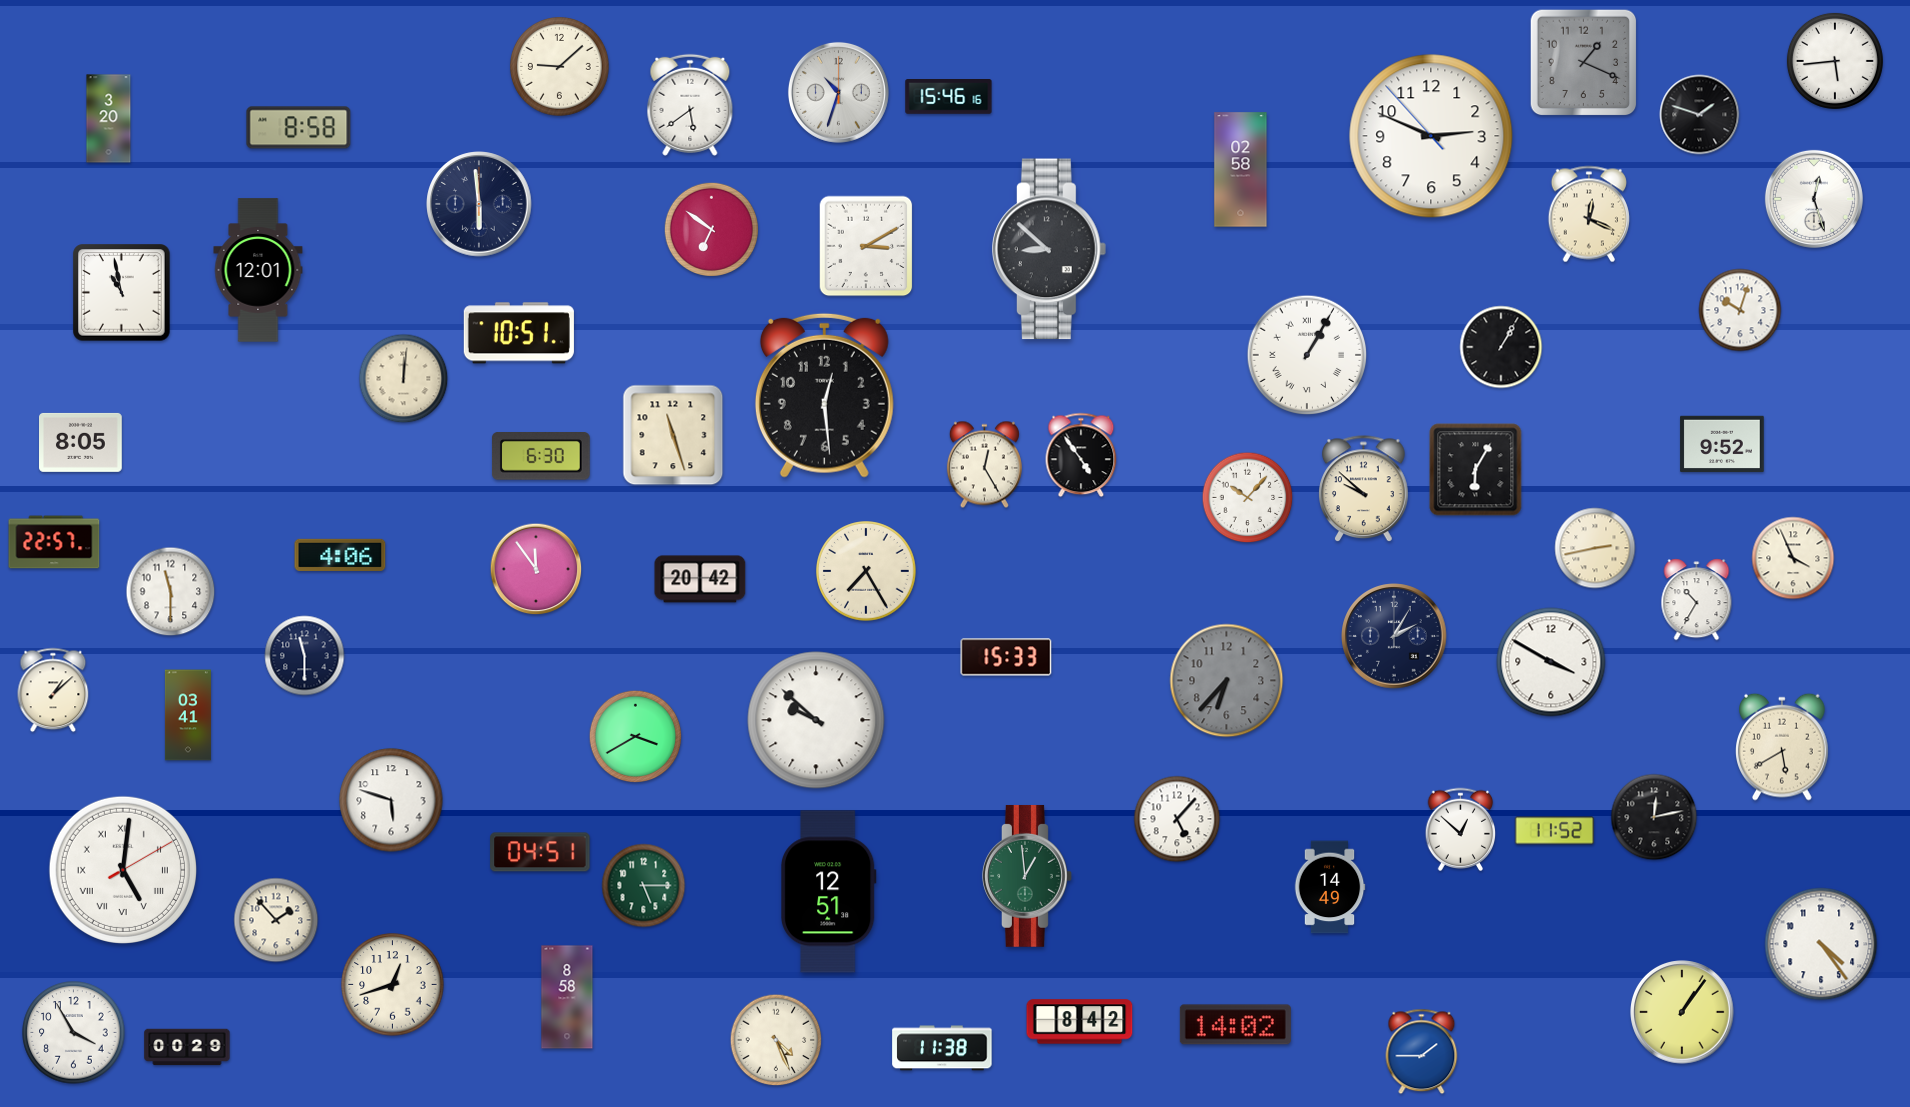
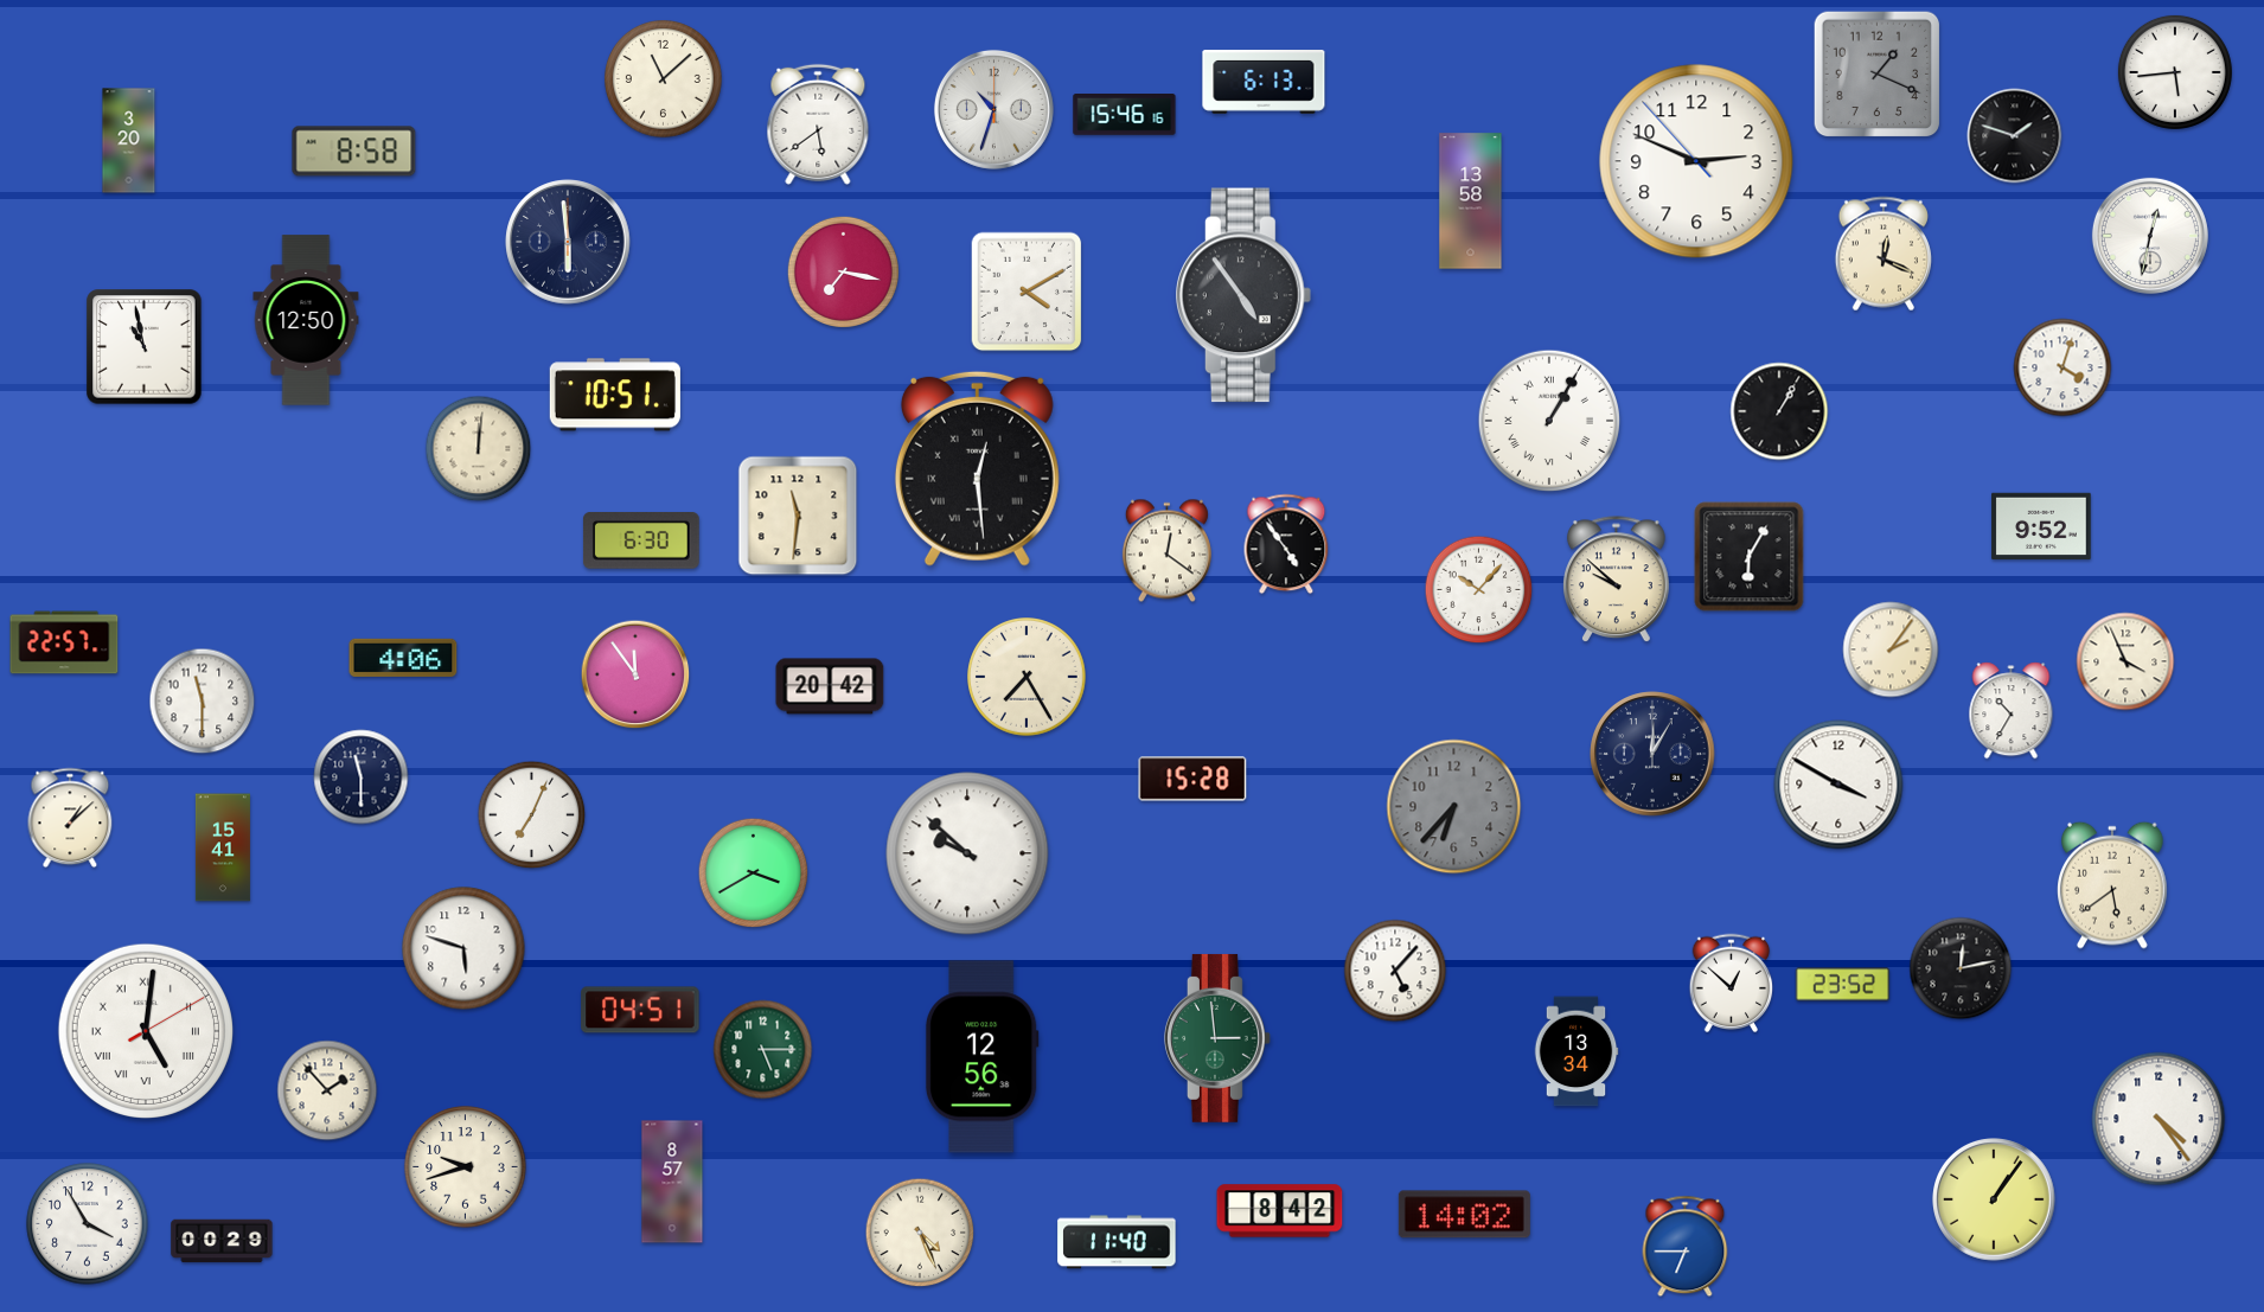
clock at (560, 67): 9:08 -> 11:08
clock at (1264, 83): none -> 6:13
clock at (1241, 170): 02:58 -> 13:58
clock at (1814, 199): 12:27 -> 12:32
clock at (711, 229): 6:51 -> 7:17
clock at (866, 246): 3:10 -> 4:10
clock at (1050, 249): 8:52 -> 4:54
clock at (258, 270): 12:01 -> 12:50
clock at (1740, 310): 10:03 -> 4:03
clock at (824, 395) numerals: Arabic -> Roman
clock at (673, 435): 11:27 -> 11:31
clock at (81, 442): 8:05 -> none
clock at (1081, 455) position: (1081, 455) -> (1286, 544)
clock at (984, 465): 12:25 -> 12:21
clock at (1595, 548): 2:43 -> 2:06
clock at (1394, 636): 2:05 -> 12:05
clock at (1006, 657): 15:33 -> 15:28
clock at (532, 815): none -> 7:04
clock at (53, 690) position: (53, 690) -> (70, 818)
clock at (188, 715): 03:41 -> 15:41
clock at (1783, 747): 5:40 -> 5:39
clock at (1555, 831): 11:52 -> 23:52
clock at (1027, 876): 12:59 -> 2:59
clock at (1330, 887): 14:49 -> 13:34
clock at (828, 892): 12:51 -> 12:56
clock at (393, 985): 12:42 -> 9:42
clock at (567, 997): 8:58 -> 8:57
clock at (942, 1048): 11:38 -> 11:40
clock at (1422, 1052): 1:45 -> 6:45
